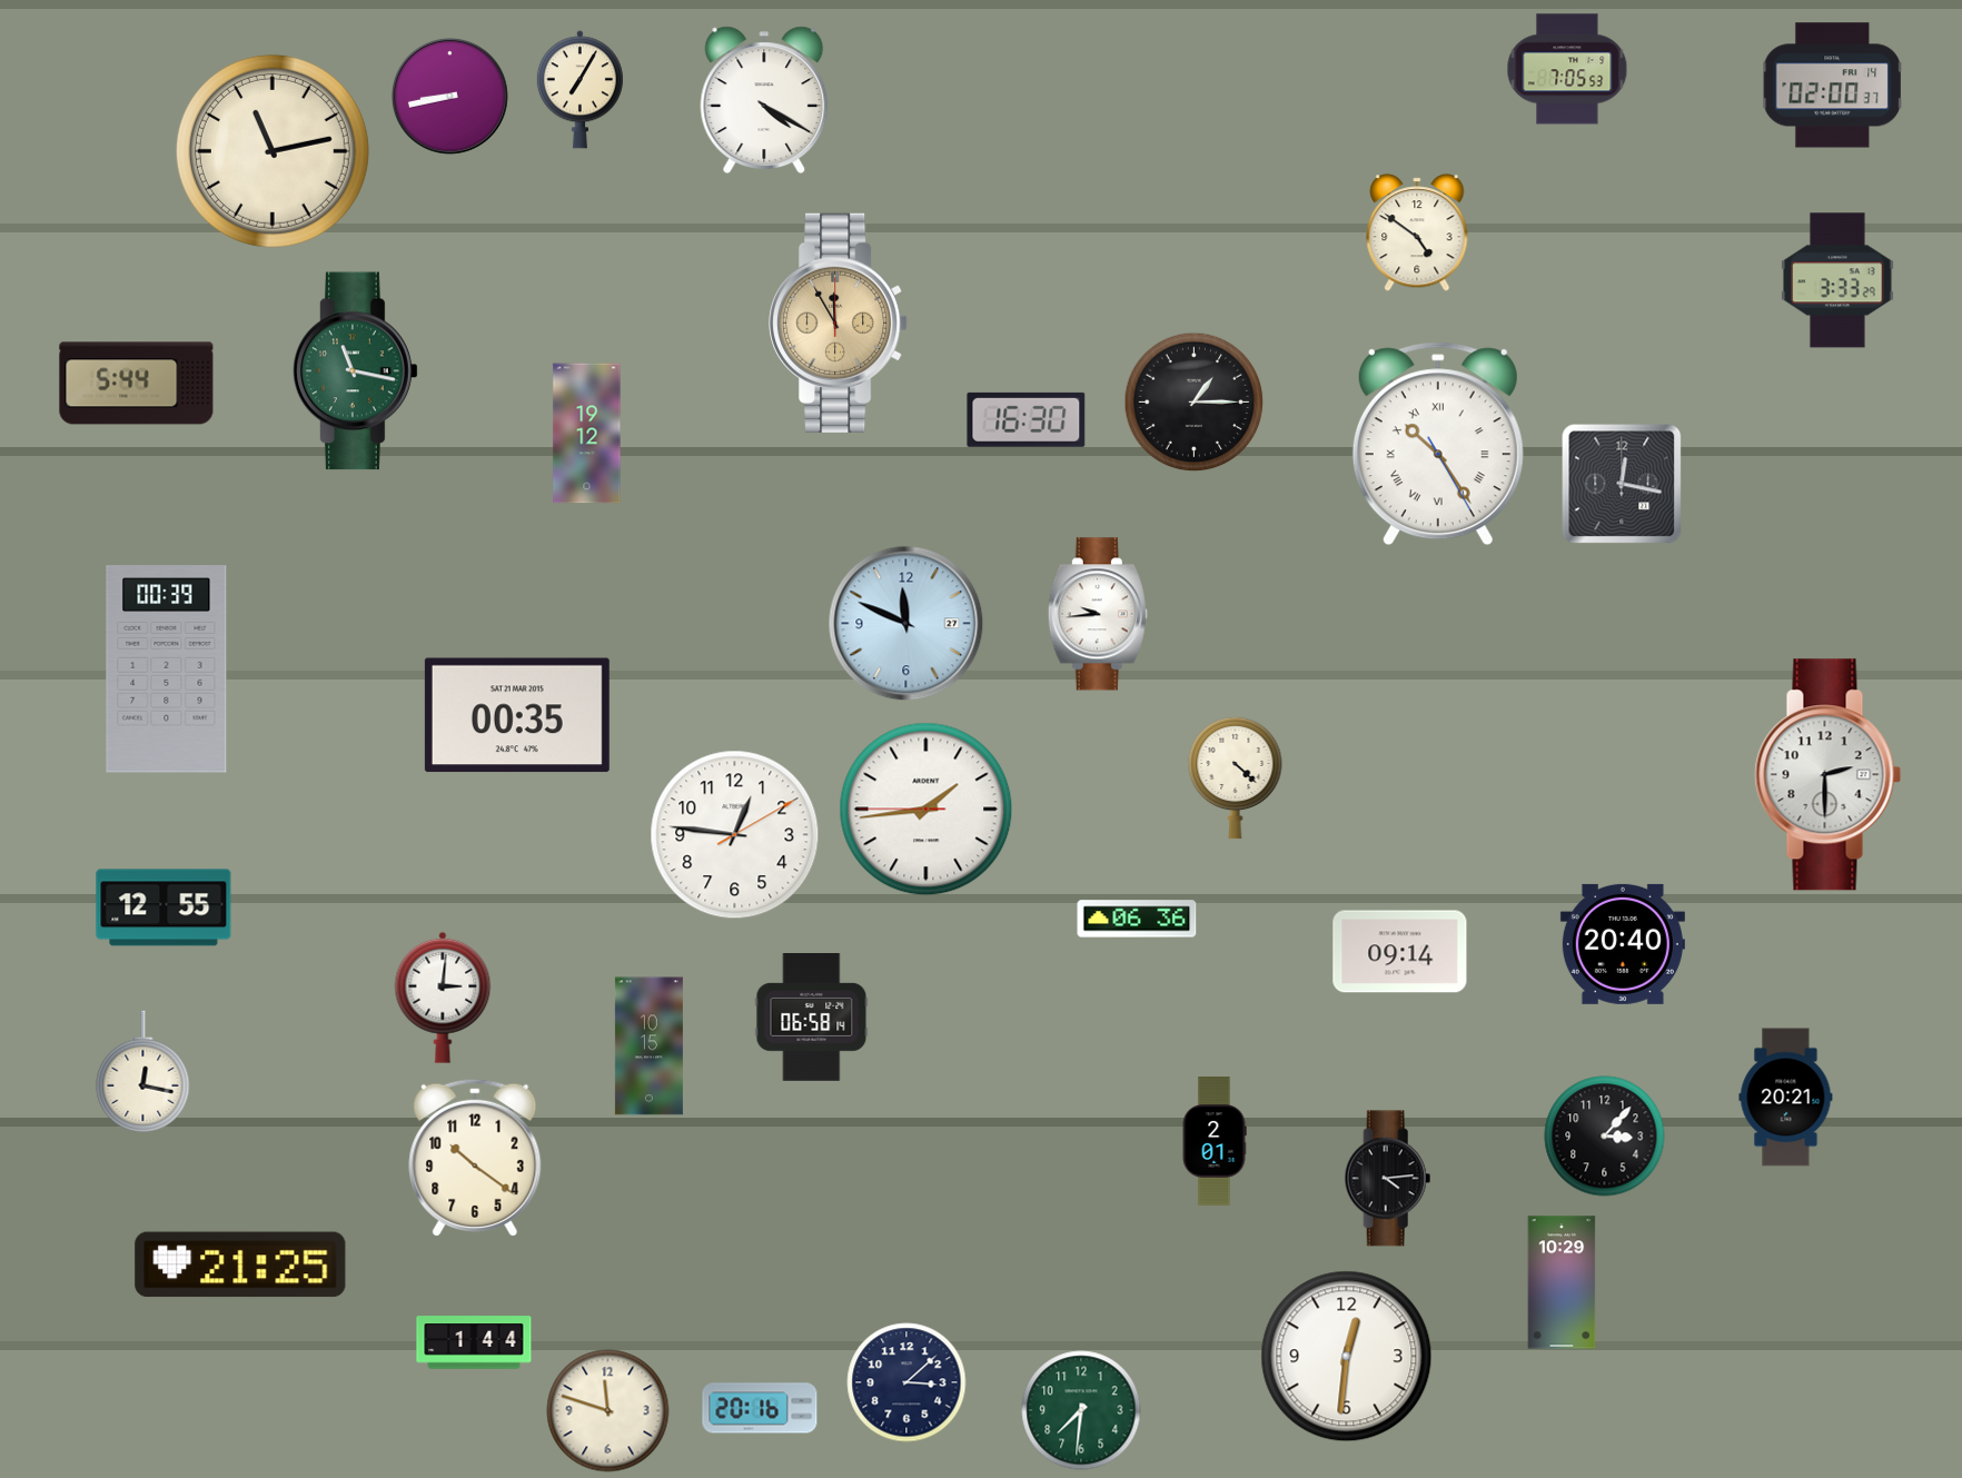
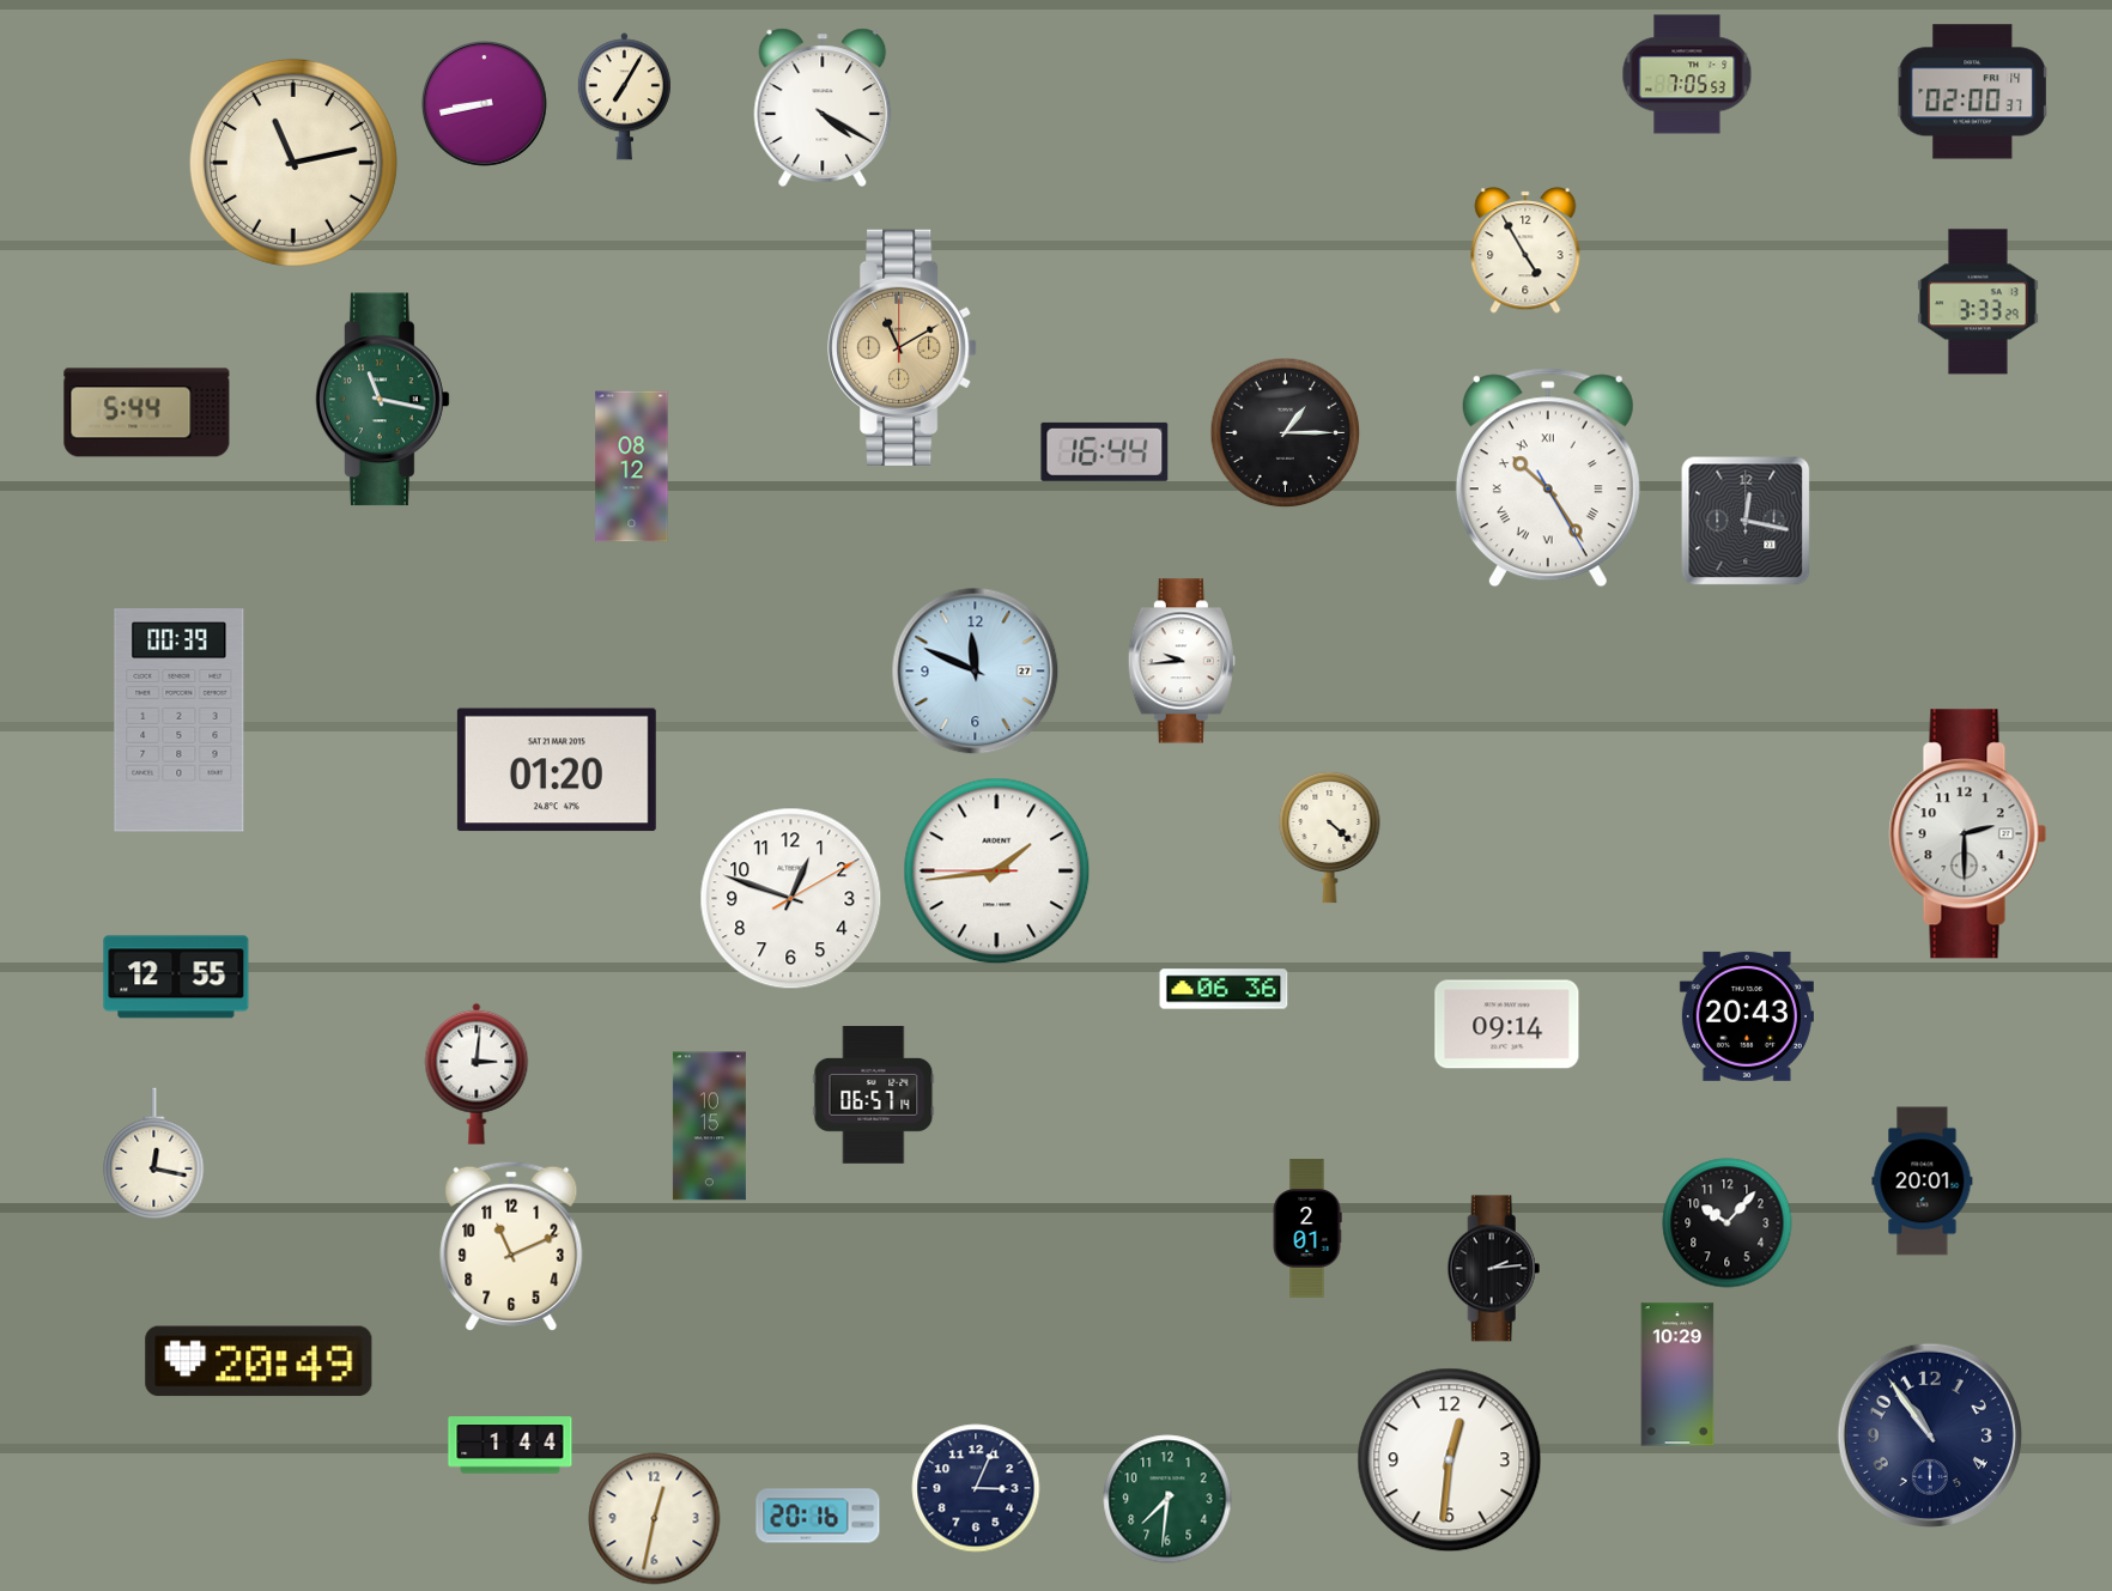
clock at (1417, 232): 4:51 -> 4:55
clock at (839, 323): 11:55 -> 11:10
clock at (1027, 419): 16:30 -> 16:44
clock at (587, 434): 19:12 -> 08:12
clock at (517, 715): 00:35 -> 01:20
clock at (735, 835): 12:46 -> 12:48
clock at (1623, 944): 20:40 -> 20:43
clock at (812, 1018): 06:58 -> 06:57
clock at (648, 1046) position: (648, 1046) -> (709, 1127)
clock at (1786, 1098): 20:21 -> 20:01
clock at (1605, 1137): 3:07 -> 10:07
clock at (475, 1158): 10:21 -> 11:11
clock at (1388, 1179): 4:14 -> 2:14
clock at (240, 1264): 21:25 -> 20:49
clock at (1562, 1282) position: (1562, 1282) -> (1677, 1374)
clock at (1929, 1434): none -> 10:54
clock at (906, 1382): 3:08 -> 3:04
clock at (1081, 1410) position: (1081, 1410) -> (1167, 1499)
clock at (608, 1411): 11:48 -> 12:32
